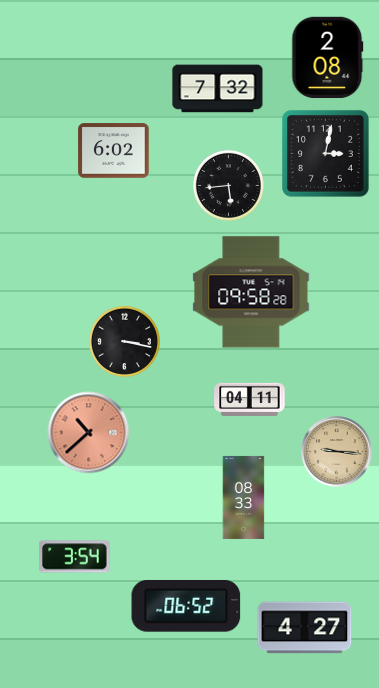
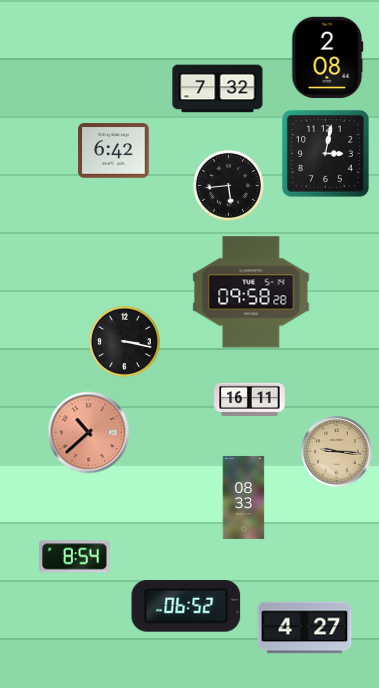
clock at (114, 151): 6:02 -> 6:42
clock at (250, 399): 04:11 -> 16:11
clock at (75, 557): 3:54 -> 8:54
